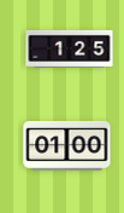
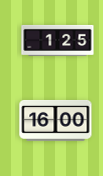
clock at (67, 145): 01:00 -> 16:00
